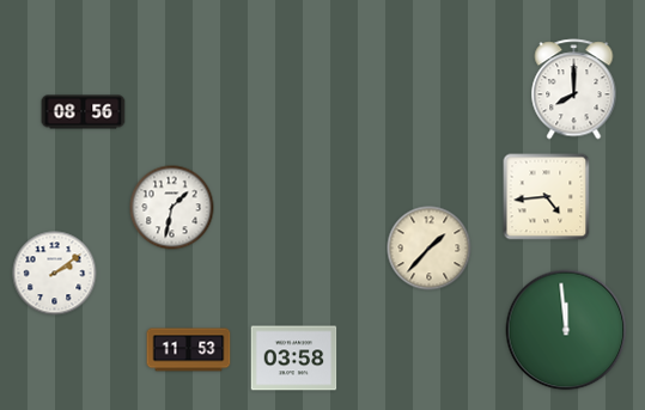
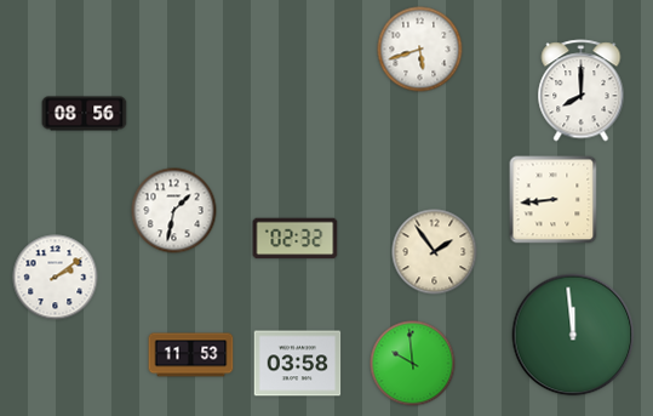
clock at (420, 50): none -> 5:42
clock at (547, 197): 4:44 -> 8:44
clock at (296, 239): none -> 02:32
clock at (430, 249): 1:37 -> 1:54
clock at (413, 364): none -> 9:59
